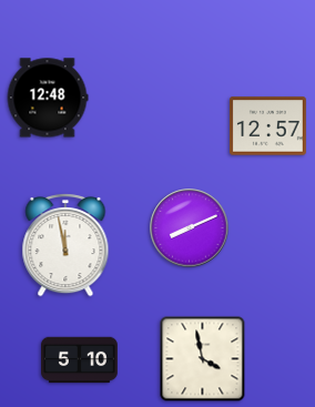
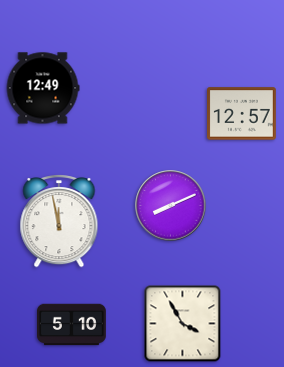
clock at (48, 98): 12:48 -> 12:49
clock at (203, 359): 3:58 -> 3:55
